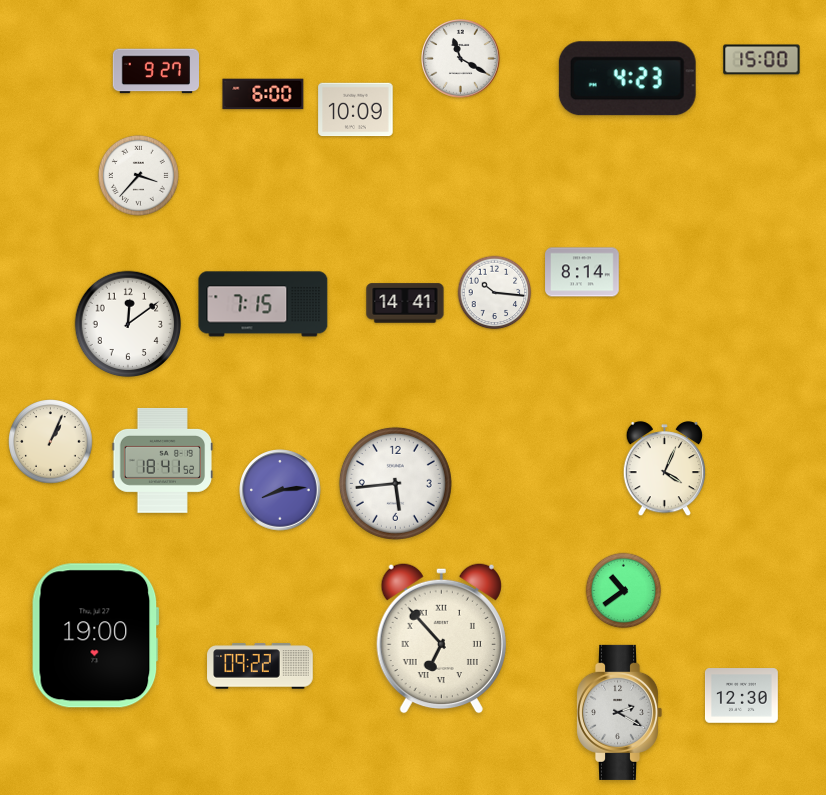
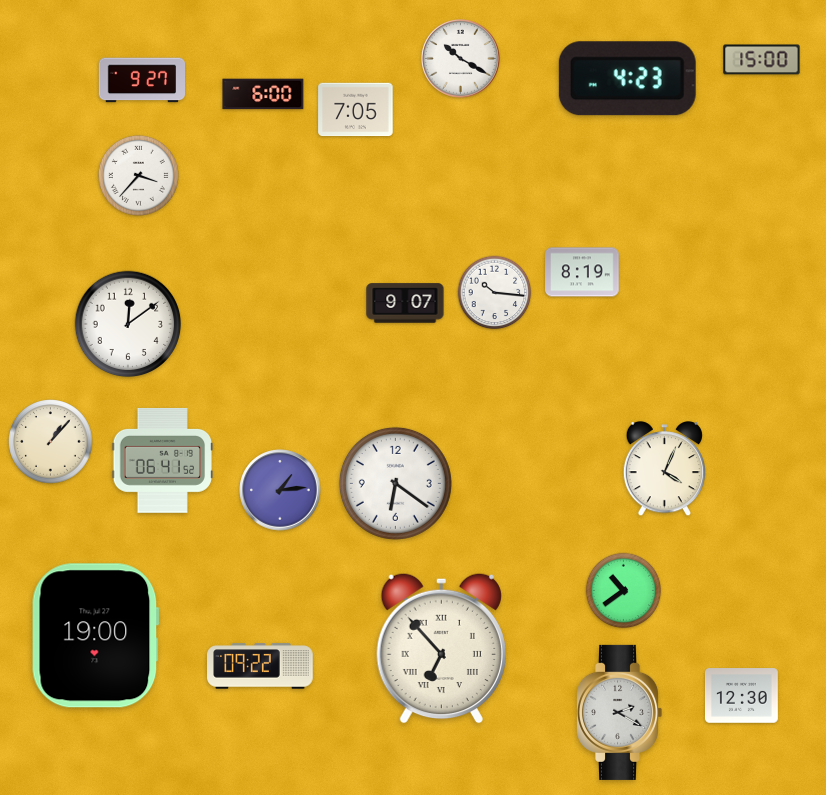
clock at (461, 59): 11:20 -> 10:20
clock at (155, 71) position: (155, 71) -> (141, 80)
clock at (356, 110): 10:09 -> 7:05
clock at (582, 272): 8:14 -> 8:19
clock at (405, 303): 14:41 -> 9:07
clock at (263, 304): 7:15 -> none
clock at (51, 442): 1:04 -> 1:07
clock at (163, 460): 18:41 -> 06:41
clock at (395, 483): 5:44 -> 6:21
clock at (280, 490): 8:14 -> 1:14
clock at (441, 638) position: (441, 638) -> (441, 648)
